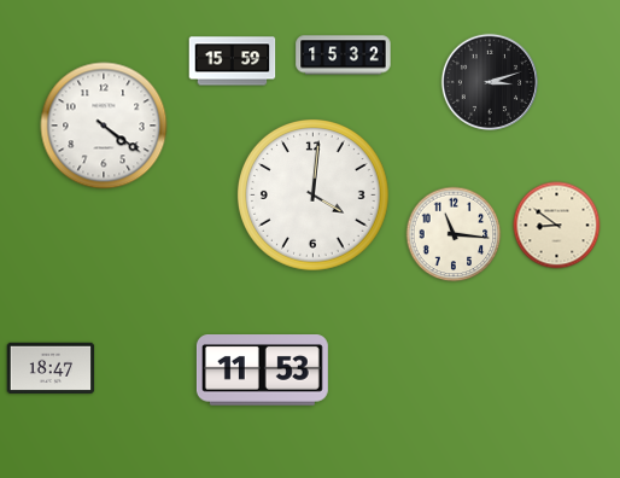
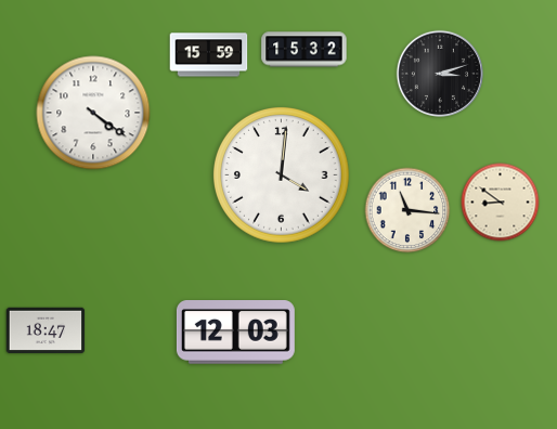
clock at (344, 56) position: (344, 56) -> (305, 50)
clock at (262, 371): 11:53 -> 12:03
